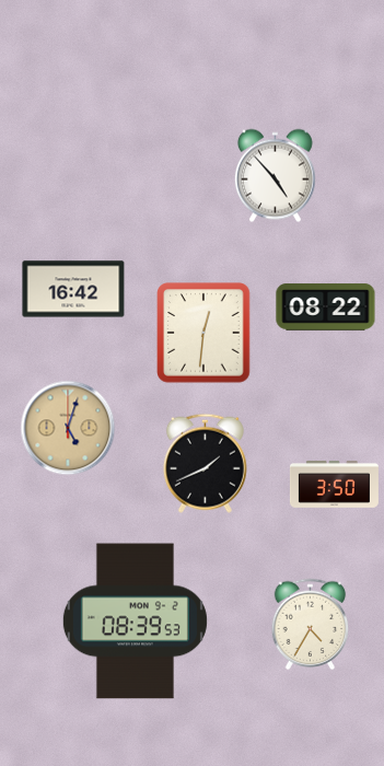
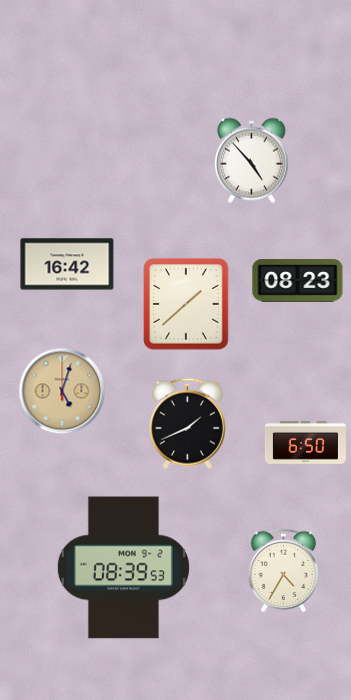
clock at (326, 307): 08:22 -> 08:23
clock at (203, 333): 12:31 -> 1:38
clock at (334, 484): 3:50 -> 6:50
